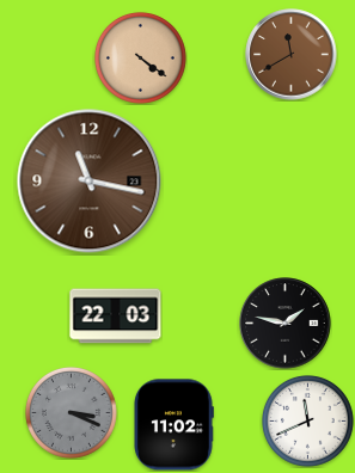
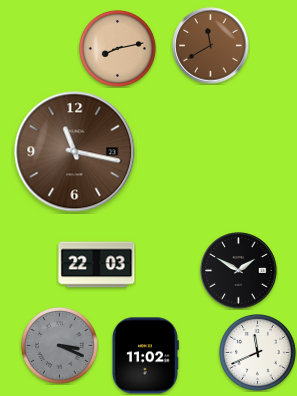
clock at (292, 55) position: (292, 55) -> (211, 46)
clock at (140, 57): 4:21 -> 8:13
clock at (286, 324): 1:47 -> 1:50
